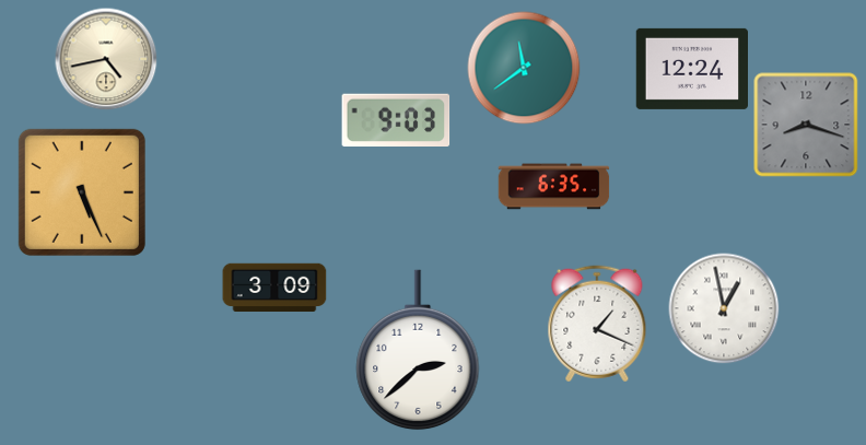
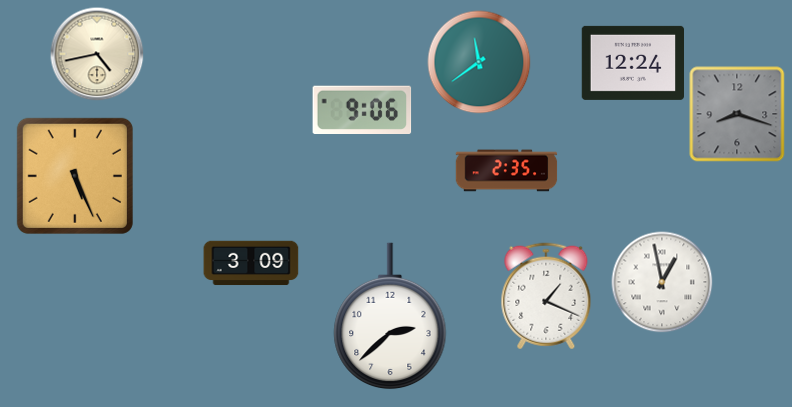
clock at (396, 119): 9:03 -> 9:06
clock at (554, 187): 6:35 -> 2:35
clock at (418, 350) position: (418, 350) -> (390, 316)
